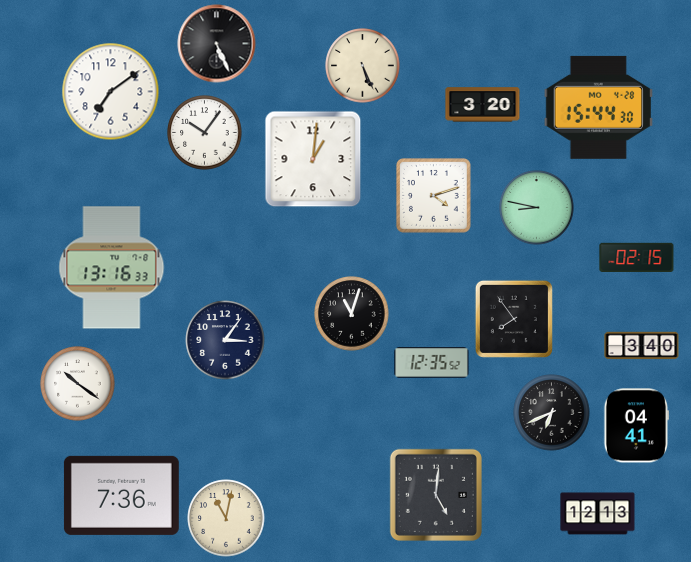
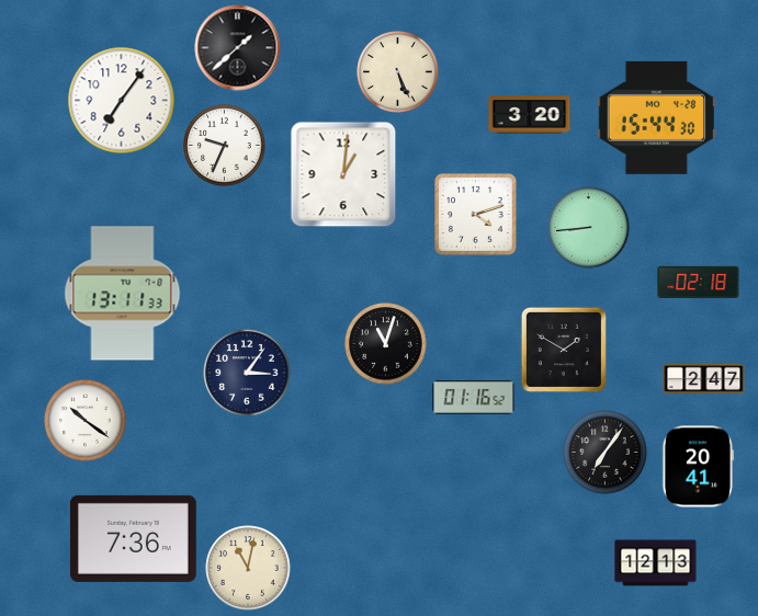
clock at (217, 44): 5:26 -> 1:38
clock at (111, 92): 7:09 -> 7:06
clock at (205, 133): 10:06 -> 9:34
clock at (537, 208): 8:47 -> 8:44
clock at (637, 257): 02:15 -> 02:18
clock at (112, 268): 13:16 -> 13:11
clock at (514, 319): 7:54 -> 1:50
clock at (642, 346): 3:40 -> 2:47
clock at (432, 363): 12:35 -> 01:16
clock at (552, 413): 6:41 -> 7:06
clock at (636, 426): 04:41 -> 20:41
clock at (121, 495) position: (121, 495) -> (133, 538)
clock at (436, 495): 5:01 -> none
